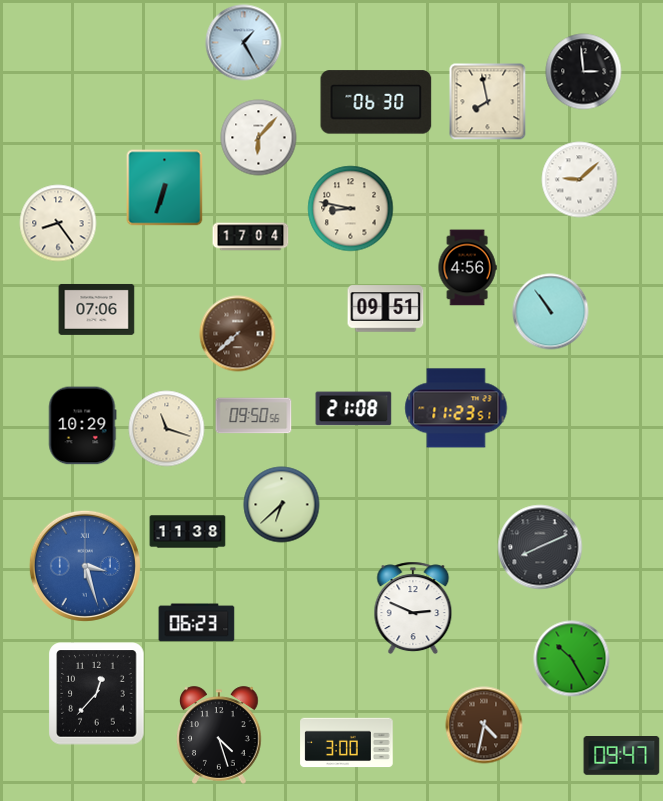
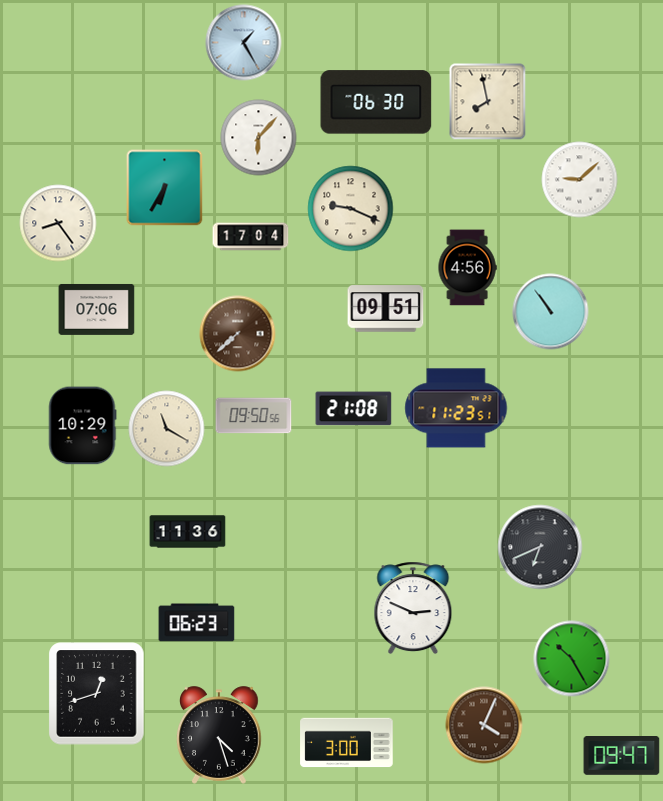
clock at (584, 72): 2:59 -> none
clock at (165, 188): 6:33 -> 6:35
clock at (351, 209): 8:47 -> 9:19
clock at (167, 429): 11:18 -> 11:20
clock at (282, 505): 6:38 -> none
clock at (188, 532): 11:38 -> 11:36
clock at (540, 547): 8:11 -> 6:41
clock at (85, 566): 3:27 -> none
clock at (97, 694): 12:37 -> 12:42
clock at (484, 725): 4:32 -> 4:04
